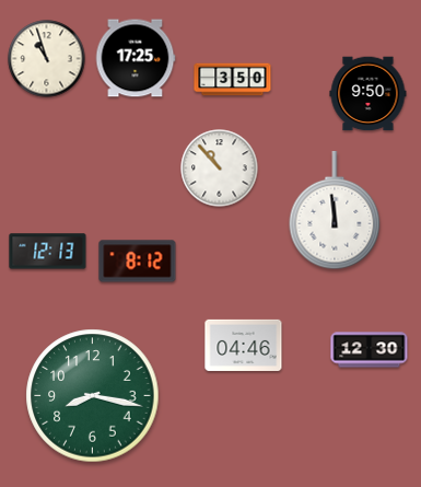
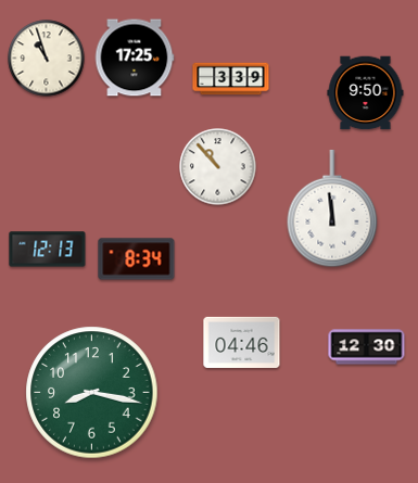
clock at (233, 80): 3:50 -> 3:39
clock at (138, 262): 8:12 -> 8:34
